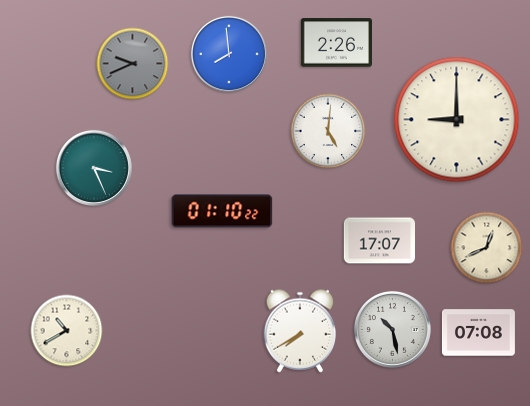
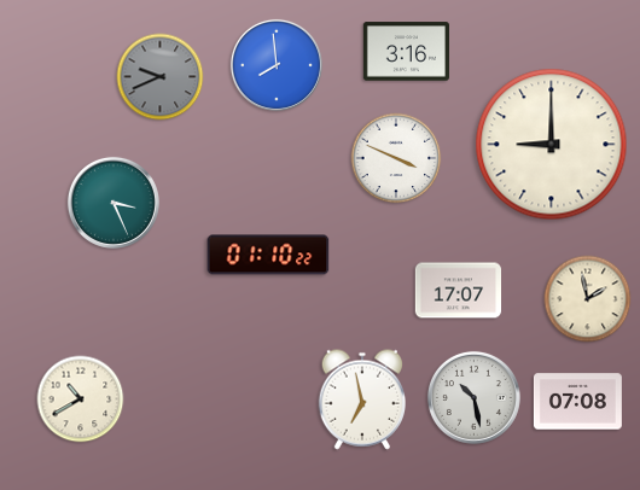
clock at (336, 43): 2:26 -> 3:16
clock at (328, 131): 5:01 -> 3:49
clock at (487, 248): 12:41 -> 1:58
clock at (299, 331): 7:40 -> 6:58
